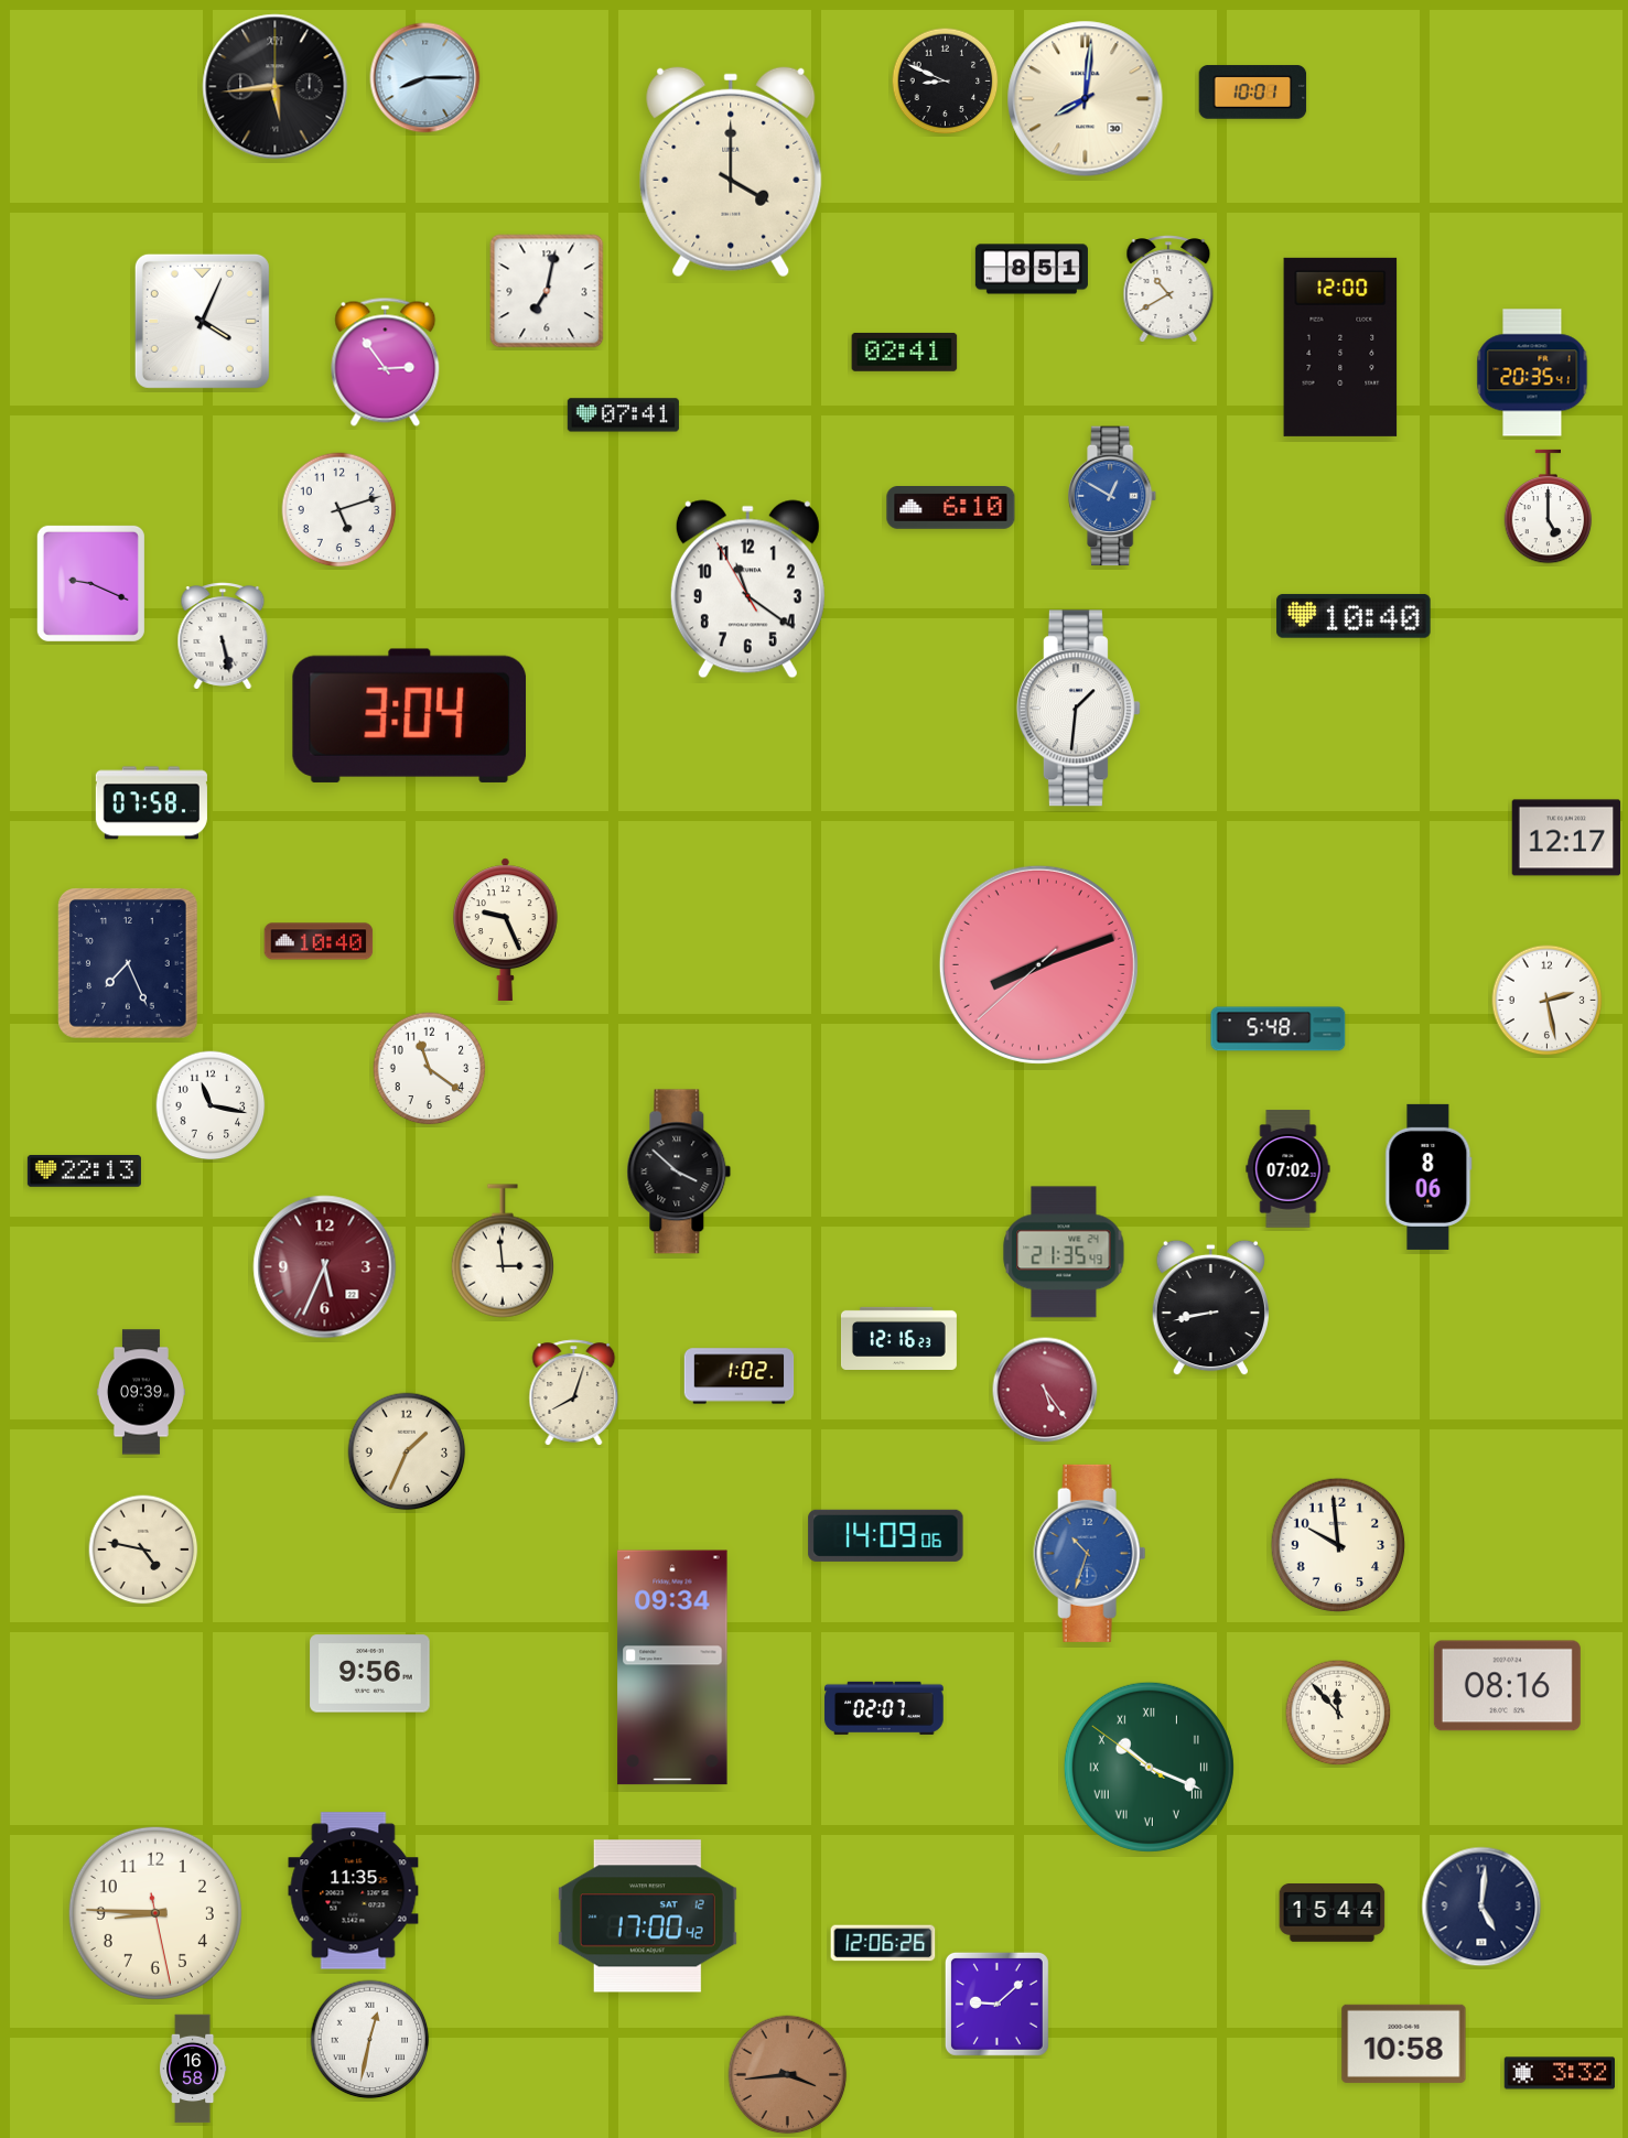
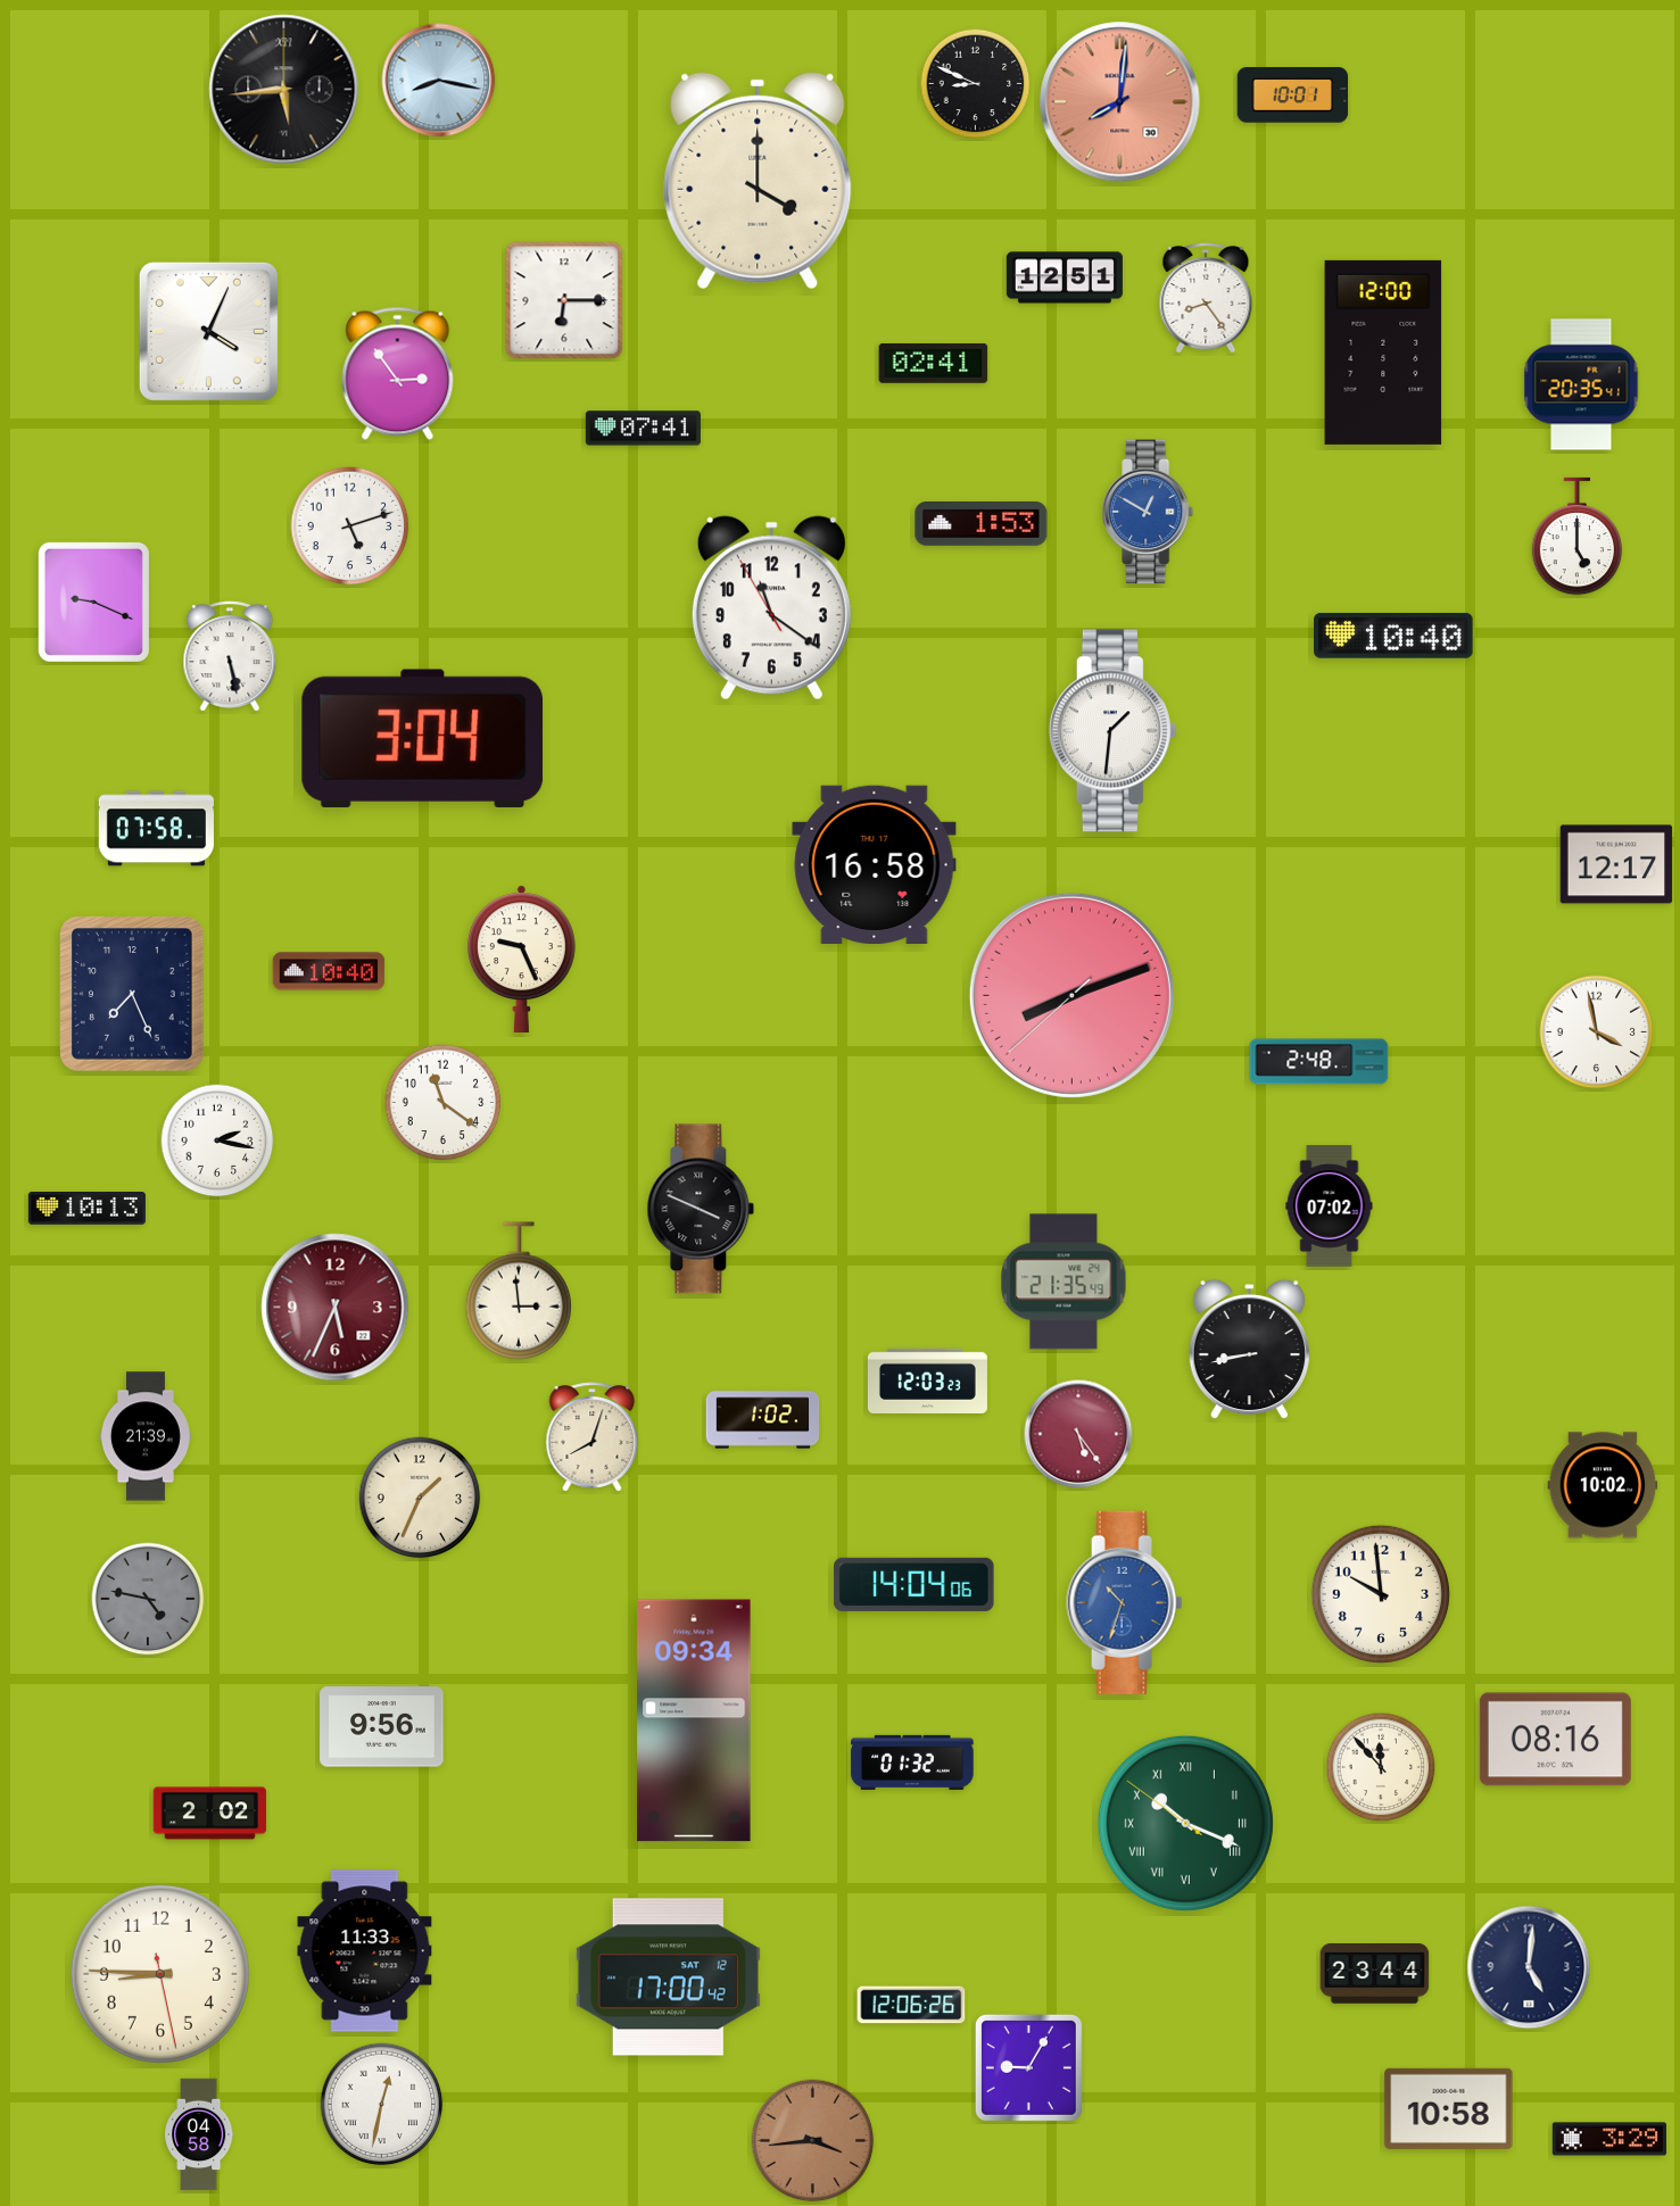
clock at (425, 78): 8:15 -> 8:17
clock at (1086, 99) dial: cream -> salmon
clock at (731, 172) position: (731, 172) -> (758, 181)
clock at (1032, 269): 8:51 -> 12:51
clock at (1168, 289): 10:40 -> 8:24
clock at (547, 291): 7:02 -> 6:15
clock at (1340, 347) position: (1340, 347) -> (1383, 353)
clock at (1549, 507) position: (1549, 507) -> (1578, 537)
clock at (951, 508): 6:10 -> 1:53
clock at (1354, 616) position: (1354, 616) -> (1393, 636)
clock at (875, 864): none -> 16:58
clock at (1548, 1001): 2:28 -> 3:58
clock at (1279, 1029): 5:48 -> 2:48
clock at (211, 1105): 11:17 -> 2:17
clock at (84, 1171): 22:13 -> 10:13
clock at (679, 1171): 3:52 -> 3:49
clock at (1428, 1177): 8:06 -> none
clock at (1064, 1252) position: (1064, 1252) -> (1064, 1282)
clock at (898, 1338): 12:16 -> 12:03
clock at (141, 1392): 09:39 -> 21:39
clock at (1603, 1485): none -> 10:02
clock at (886, 1535): 14:09 -> 14:04
clock at (143, 1549) dial: cream -> grey
clock at (884, 1708): 02:07 -> 01:32
clock at (210, 1814): none -> 2:02
clock at (354, 1891): 11:35 -> 11:33
clock at (1333, 1913): 15:44 -> 23:44
clock at (996, 2004): 9:08 -> 9:05
clock at (193, 2069): 16:58 -> 04:58
clock at (1559, 2073): 3:32 -> 3:29
